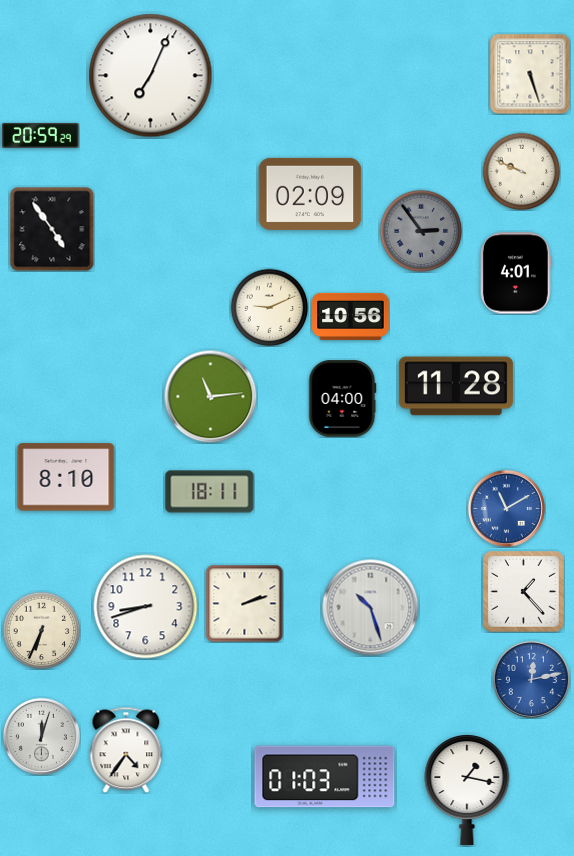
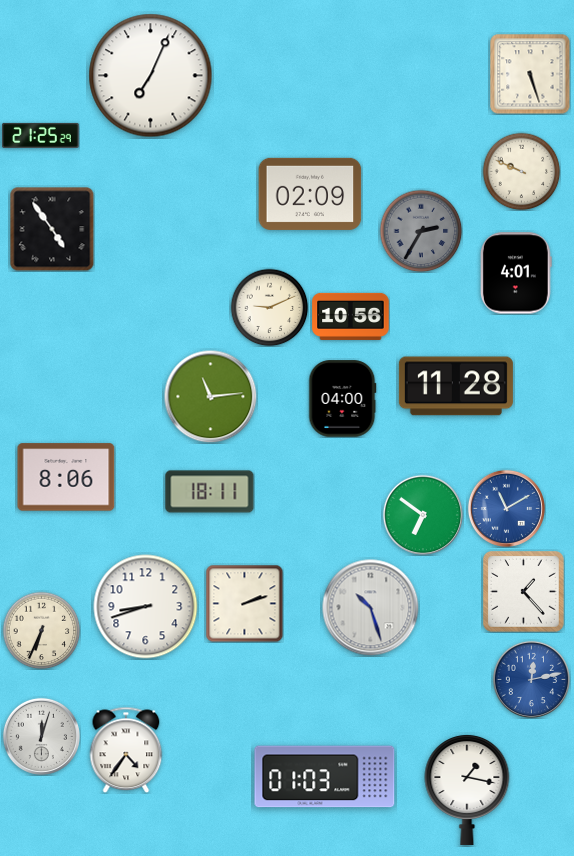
clock at (41, 135): 20:59 -> 21:25
clock at (421, 231): 2:54 -> 2:35
clock at (66, 477): 8:10 -> 8:06
clock at (423, 515): none -> 6:51
